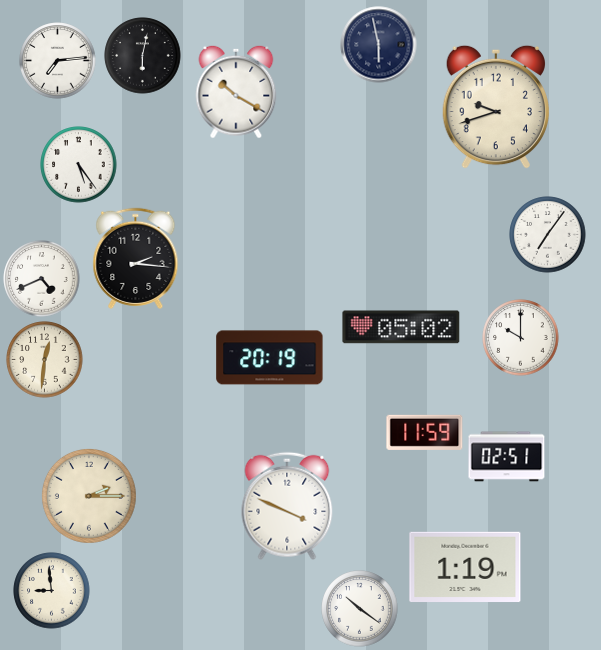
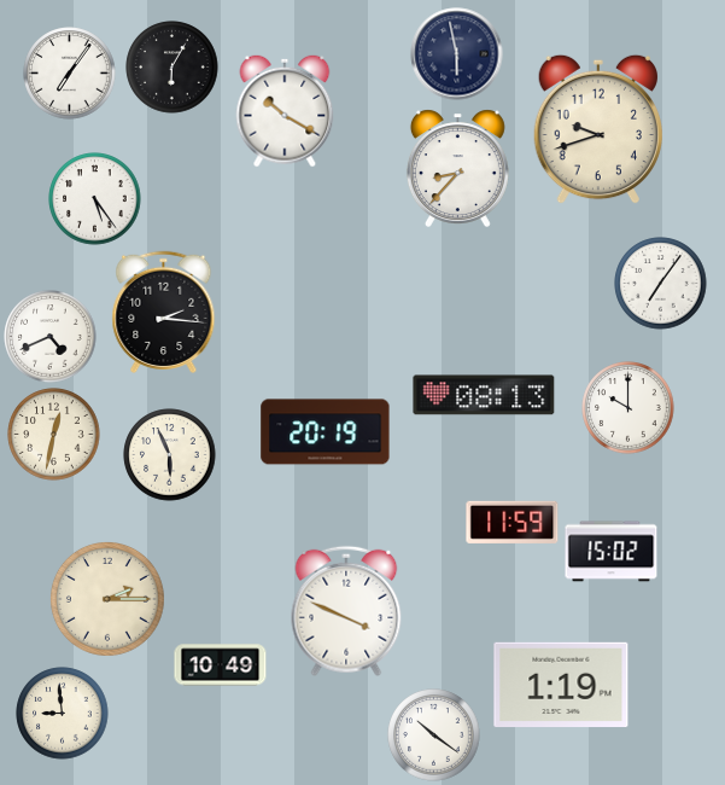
clock at (143, 56): 6:02 -> 6:05
clock at (58, 61): 7:14 -> 7:06
clock at (457, 168): none -> 8:37
clock at (401, 327): 05:02 -> 08:13
clock at (45, 360): 12:31 -> 12:32
clock at (170, 455): none -> 5:56
clock at (507, 457): 02:51 -> 15:02
clock at (221, 665): none -> 10:49
